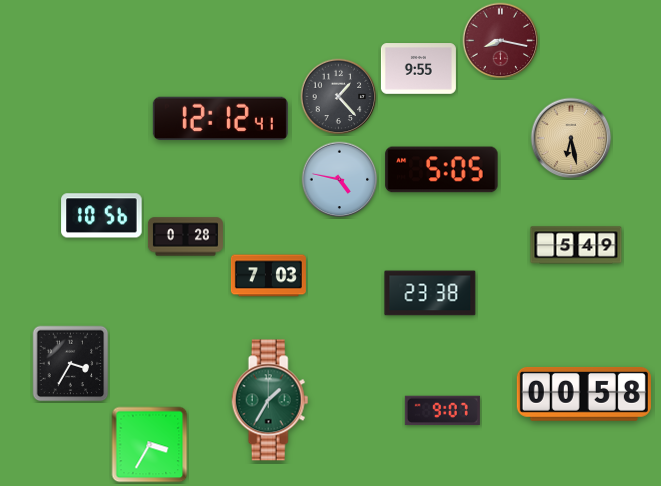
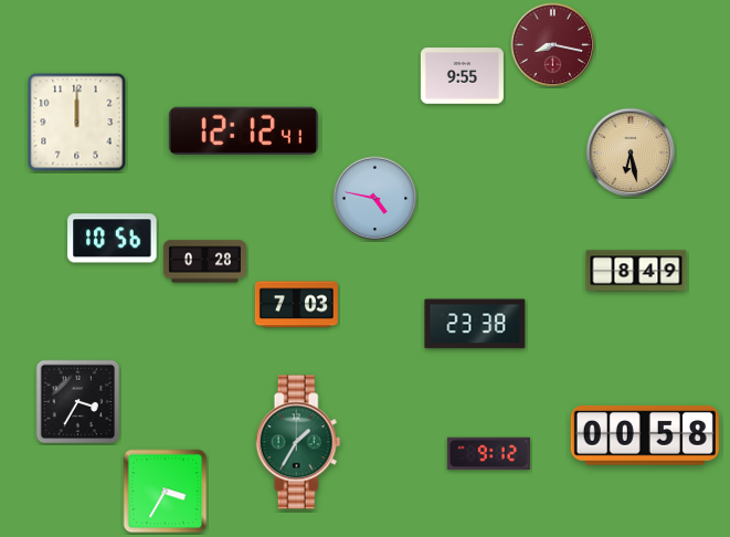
clock at (339, 97): 1:23 -> none
clock at (77, 123): none -> 12:00
clock at (442, 170): 5:05 -> none
clock at (576, 245): 5:49 -> 8:49
clock at (442, 411): 9:07 -> 9:12
